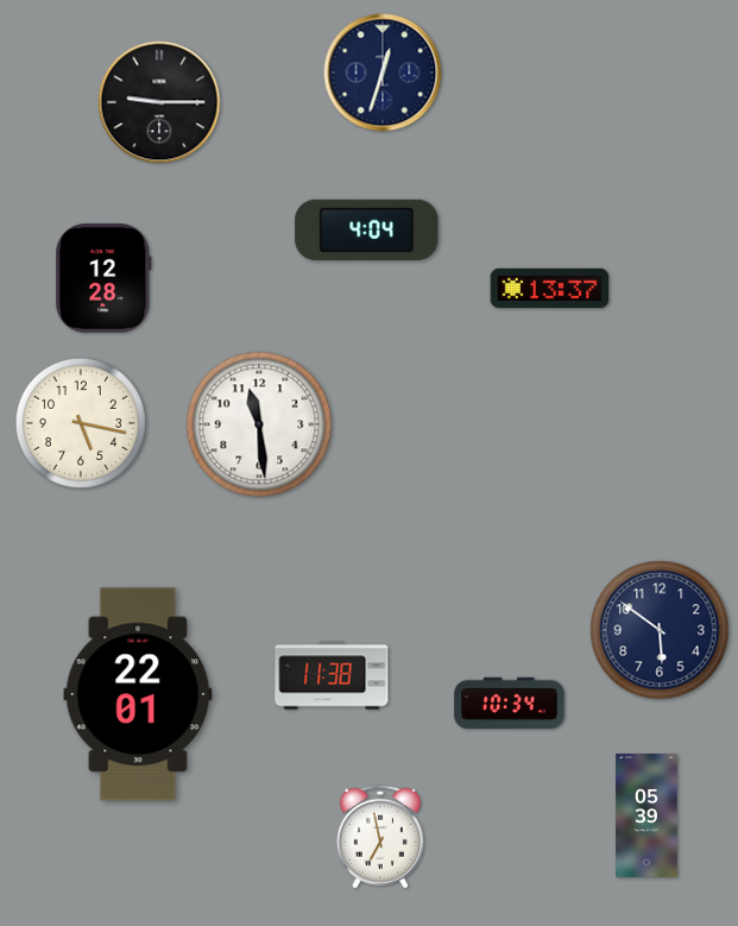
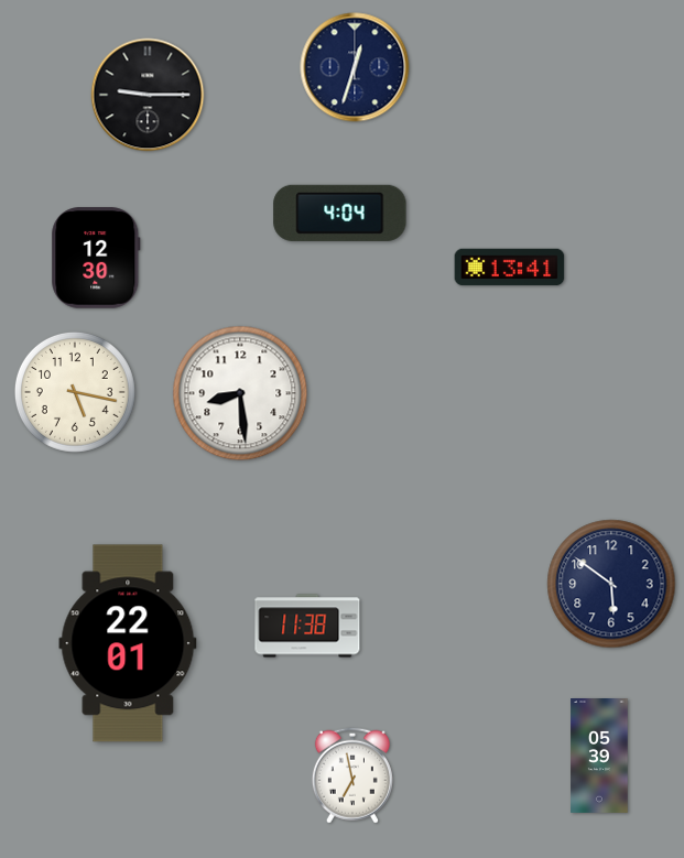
clock at (103, 278): 12:28 -> 12:30
clock at (550, 289): 13:37 -> 13:41
clock at (259, 424): 11:29 -> 8:29
clock at (510, 704): 10:34 -> none
